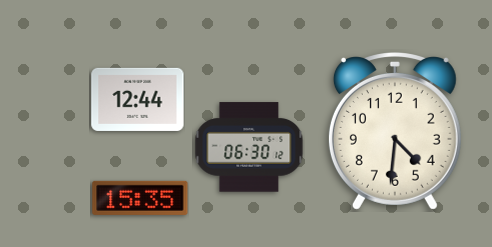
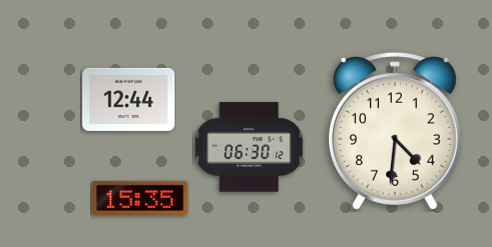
clock at (138, 99) position: (138, 99) -> (129, 99)
